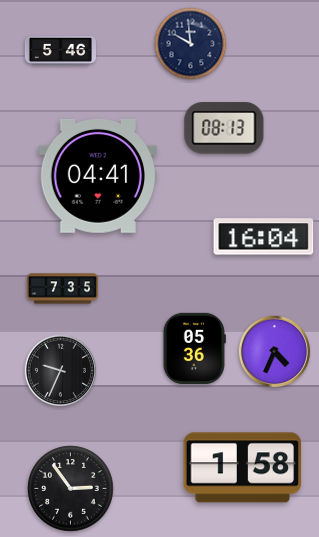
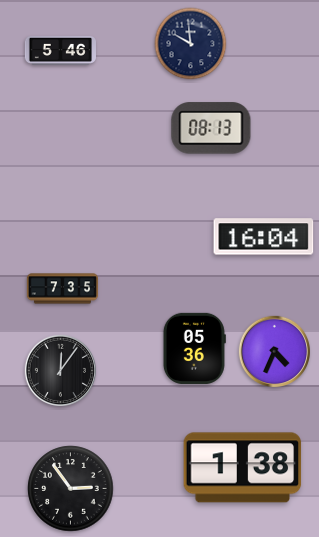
clock at (224, 128) position: (224, 128) -> (211, 128)
clock at (97, 176): 04:41 -> none
clock at (60, 370): 9:34 -> 12:06
clock at (243, 468): 1:58 -> 1:38
